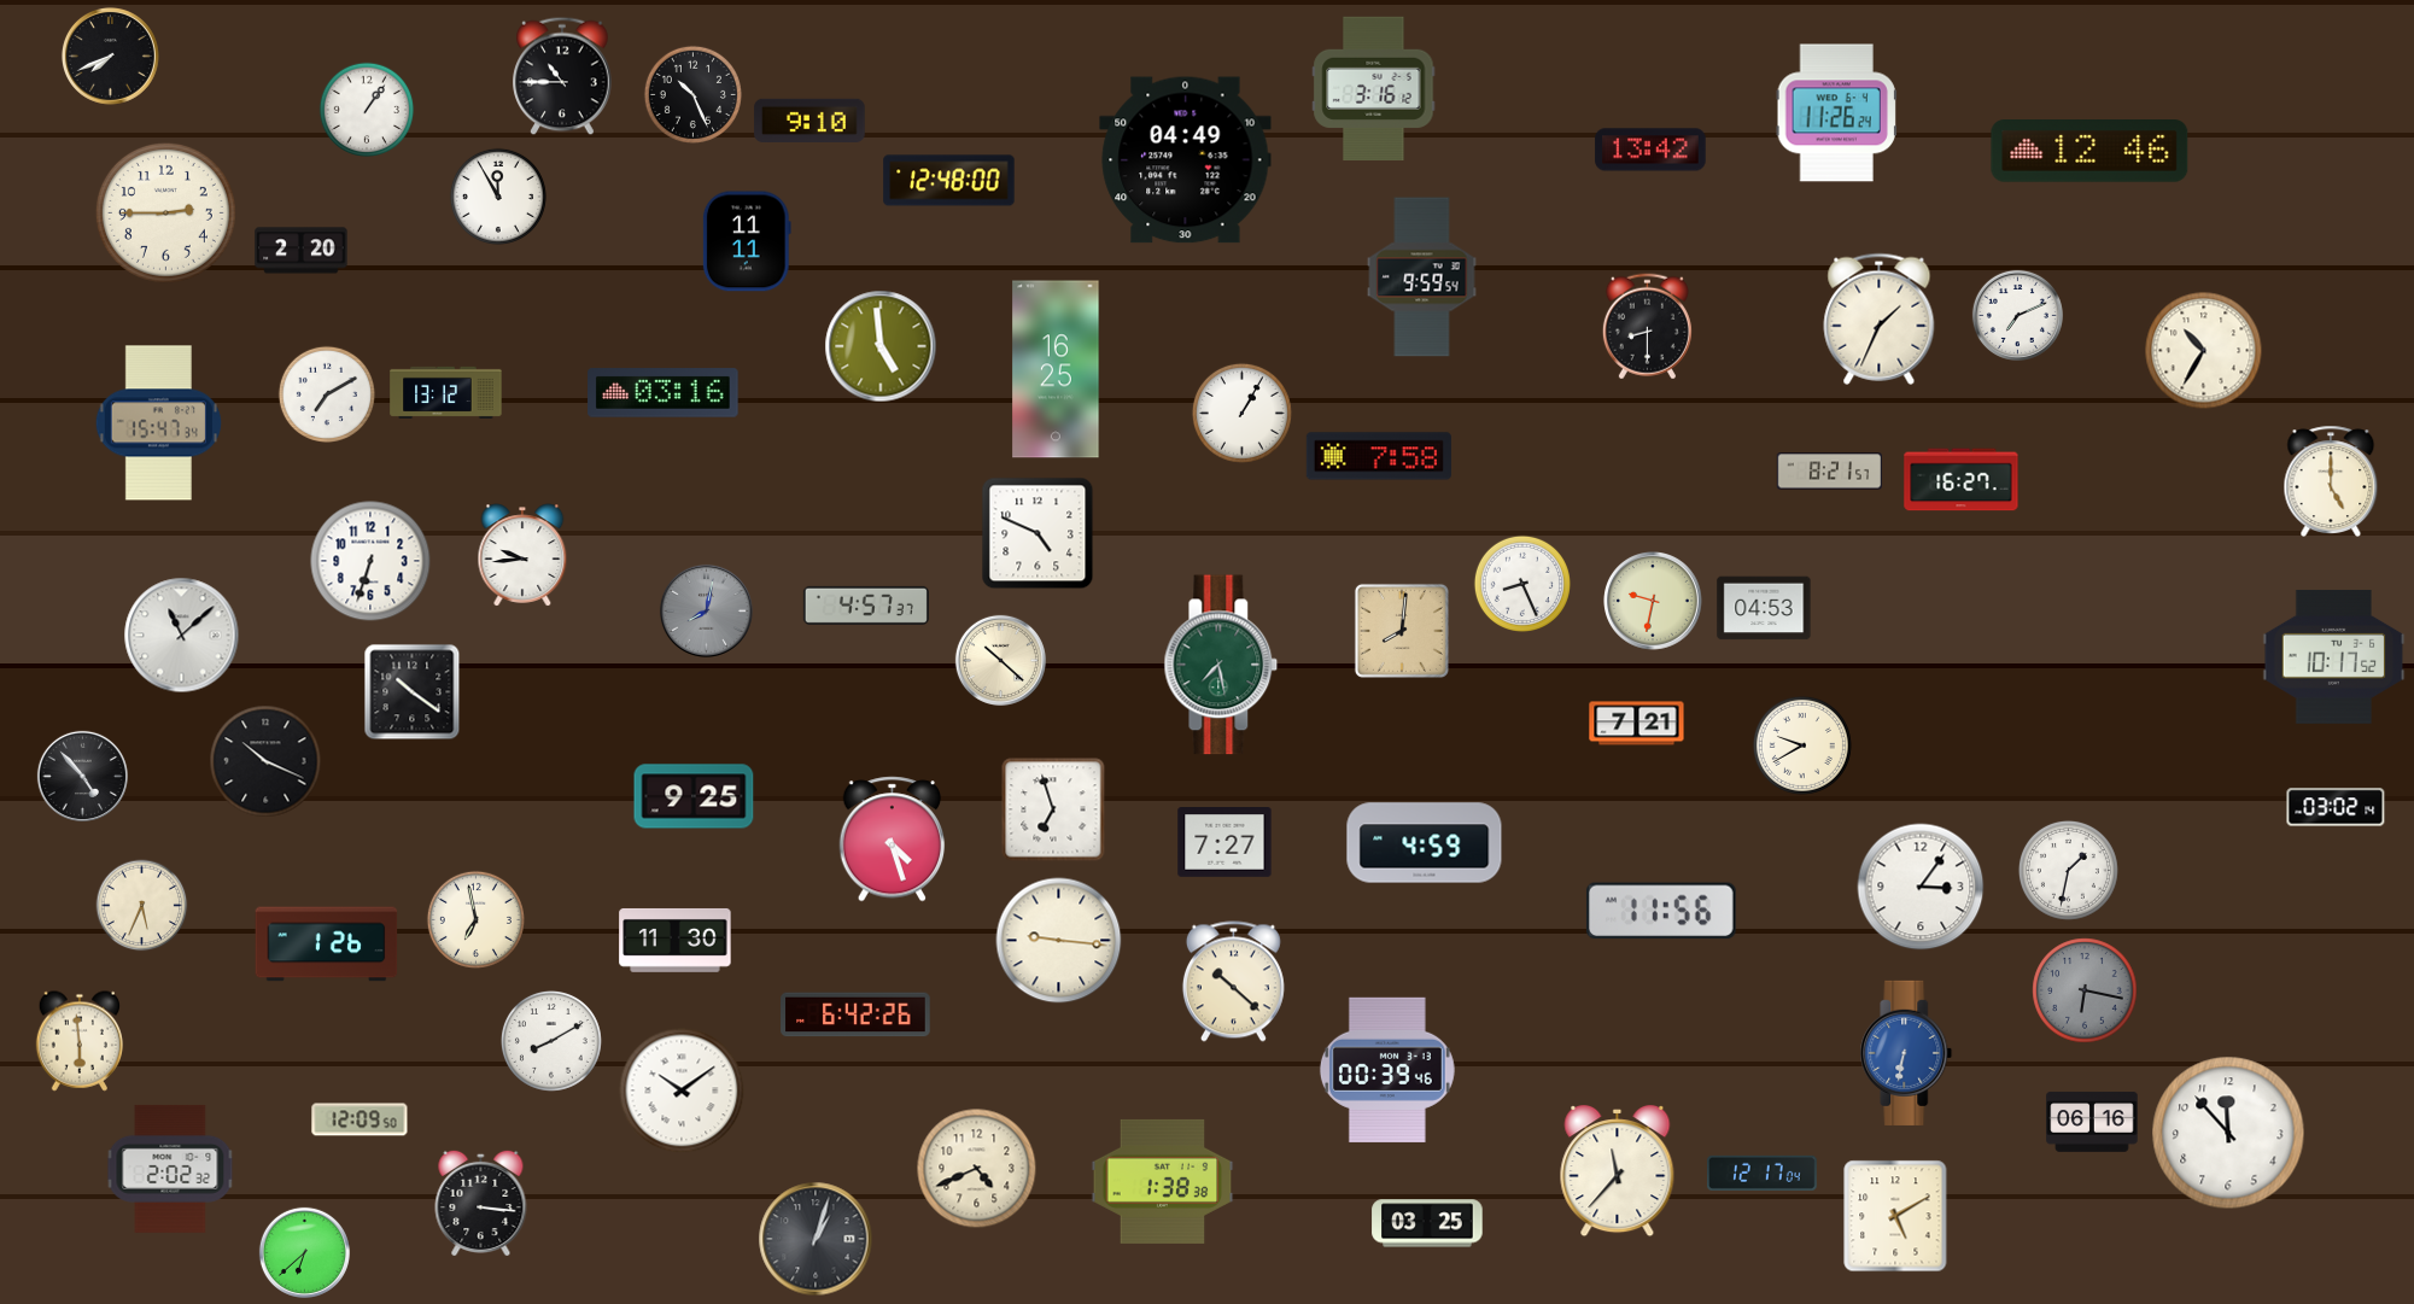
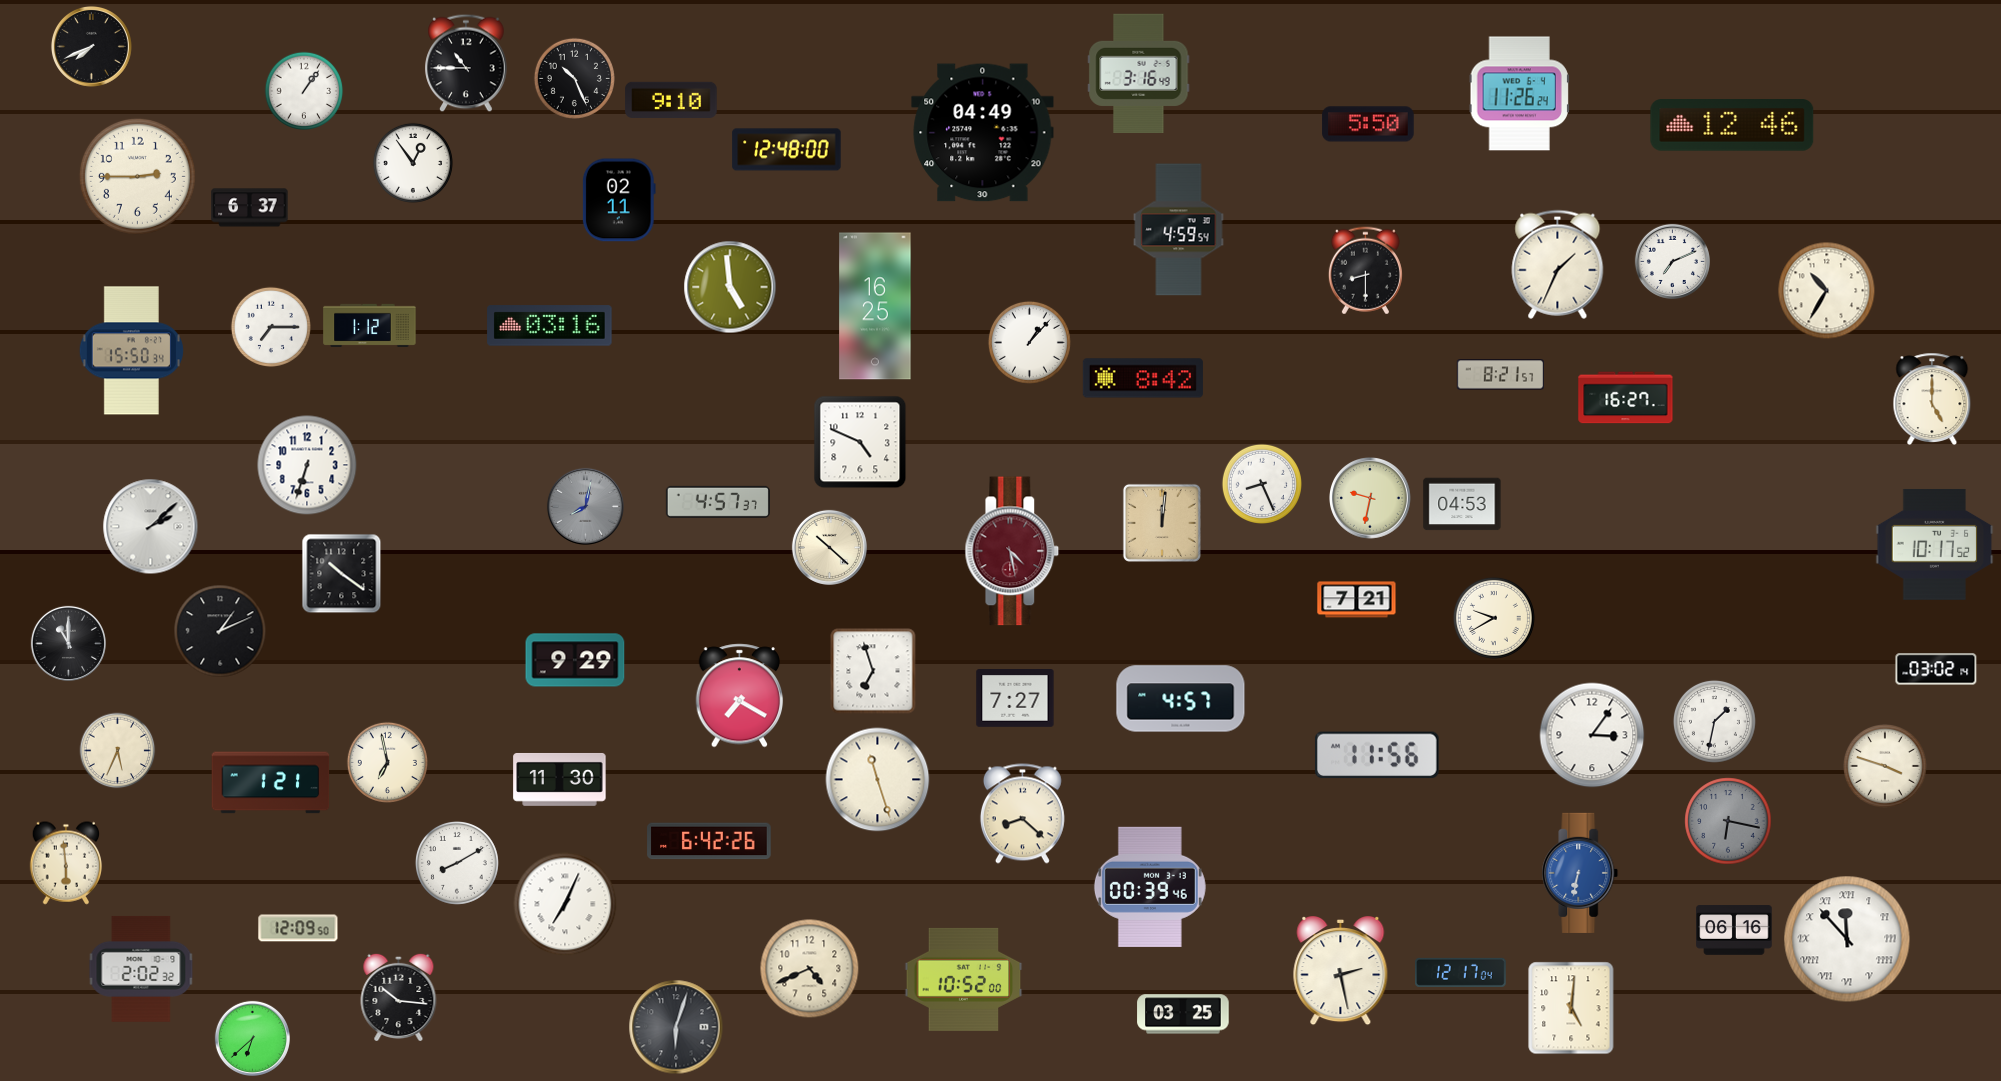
clock at (1374, 88): 3:16:12 -> 3:16:49
clock at (1836, 113) position: (1836, 113) -> (1519, 94)
clock at (1650, 150): 13:42 -> 5:50
clock at (498, 197): 11:55 -> 12:54
clock at (747, 241): 11:11 -> 02:11
clock at (302, 251): 2:20 -> 6:37
clock at (1422, 277): 9:59 -> 4:59
clock at (446, 392): 13:12 -> 1:12
clock at (327, 394): 7:10 -> 7:15
clock at (1241, 413): 1:05 -> 1:07
clock at (158, 423): 15:47 -> 15:50
clock at (1379, 456): 7:58 -> 8:42
clock at (1830, 472) position: (1830, 472) -> (1501, 375)
clock at (522, 555): 9:44 -> none
clock at (1402, 631): 8:01 -> 12:01
clock at (182, 636): 11:08 -> 2:08
clock at (1221, 665): 7:28 -> 4:28
clock at (1221, 665) dial: green -> burgundy
clock at (265, 761): 10:19 -> 1:11
clock at (82, 776): 4:53 -> 11:00
clock at (694, 796): 9:25 -> 9:29
clock at (893, 840): 4:27 -> 7:20
clock at (1425, 843): 4:59 -> 4:57
clock at (475, 919) position: (475, 919) -> (387, 762)
clock at (1885, 766): none -> 3:48
clock at (1059, 941): 9:16 -> 11:27
clock at (327, 945): 1:26 -> 1:21
clock at (1233, 982): 10:22 -> 8:22
clock at (682, 1090): 10:09 -> 7:04
clock at (2228, 1133) numerals: Arabic -> Roman
clock at (1618, 1173): 11:37 -> 2:28
clock at (1163, 1181): 1:38 -> 10:52
clock at (481, 1201): 3:16 -> 10:16
clock at (1895, 1216): 5:10 -> 5:01
clock at (816, 1239): 1:03 -> 6:03
